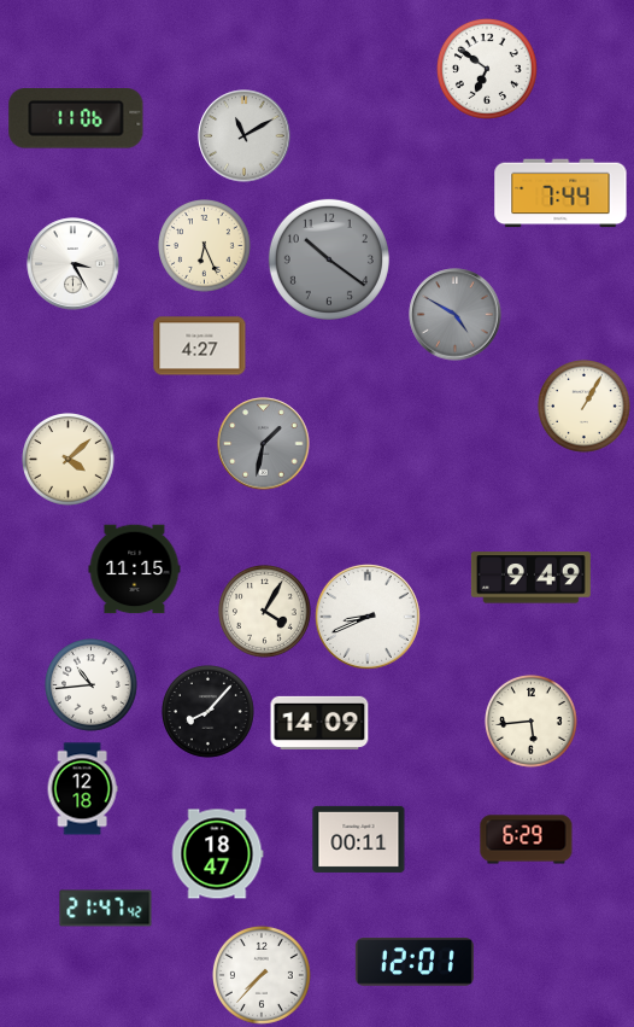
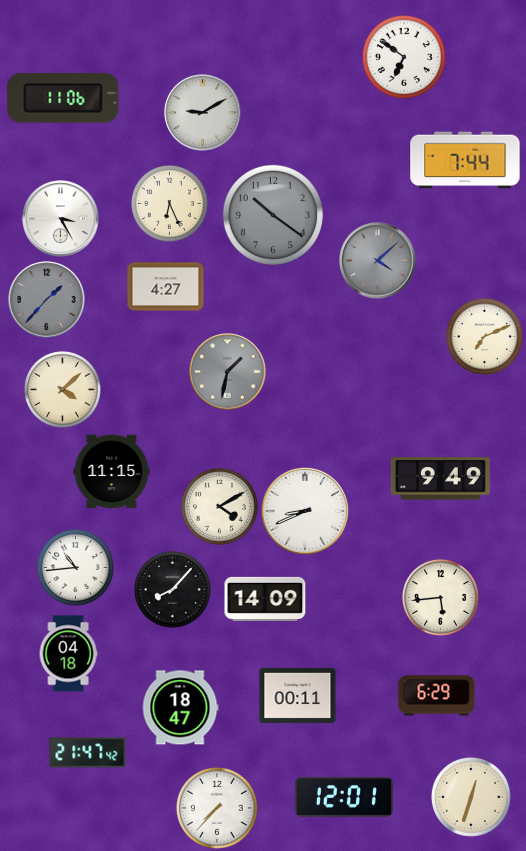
clock at (245, 136): 11:10 -> 9:10
clock at (456, 315): 4:50 -> 4:08
clock at (47, 300): none -> 1:37
clock at (585, 407): 1:05 -> 7:11
clock at (264, 444) position: (264, 444) -> (228, 372)
clock at (69, 460) position: (69, 460) -> (63, 390)
clock at (265, 612): 4:05 -> 4:10
clock at (82, 789): 12:18 -> 04:18
clock at (471, 797): none -> 12:33
